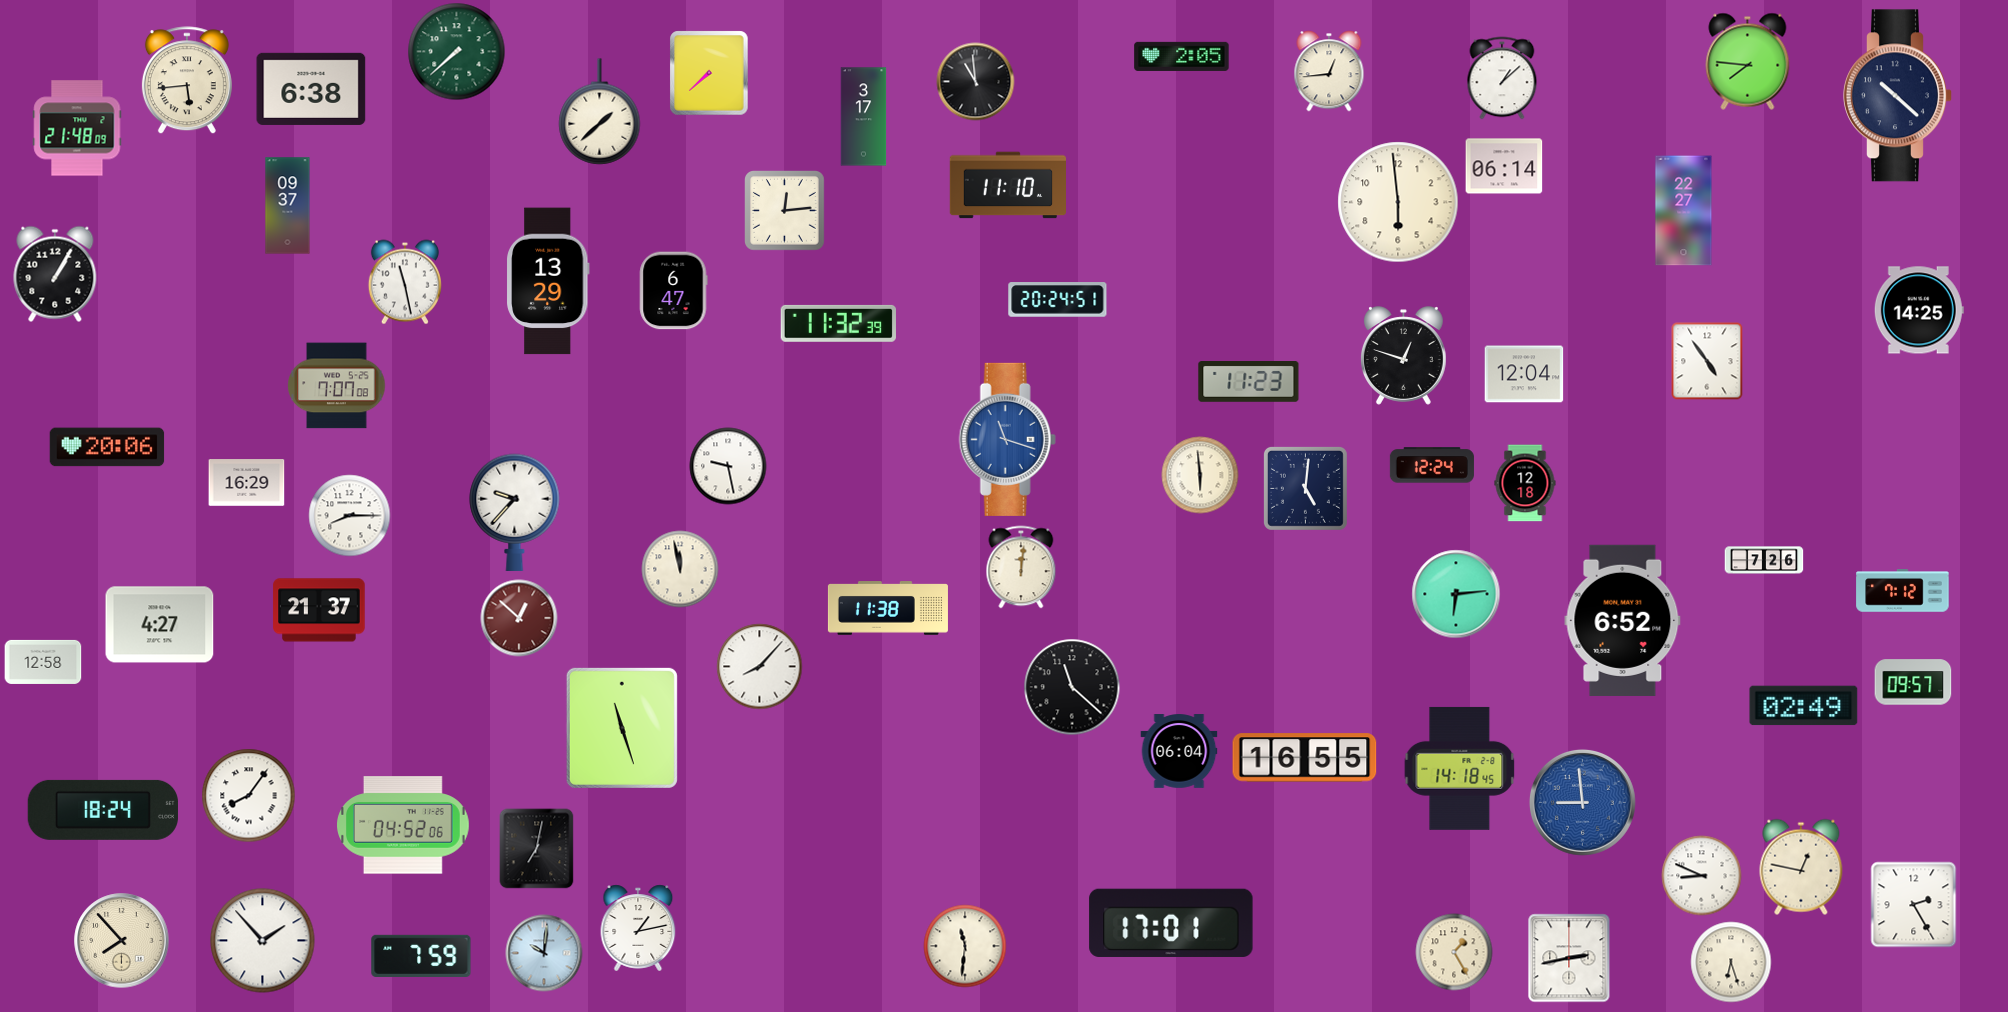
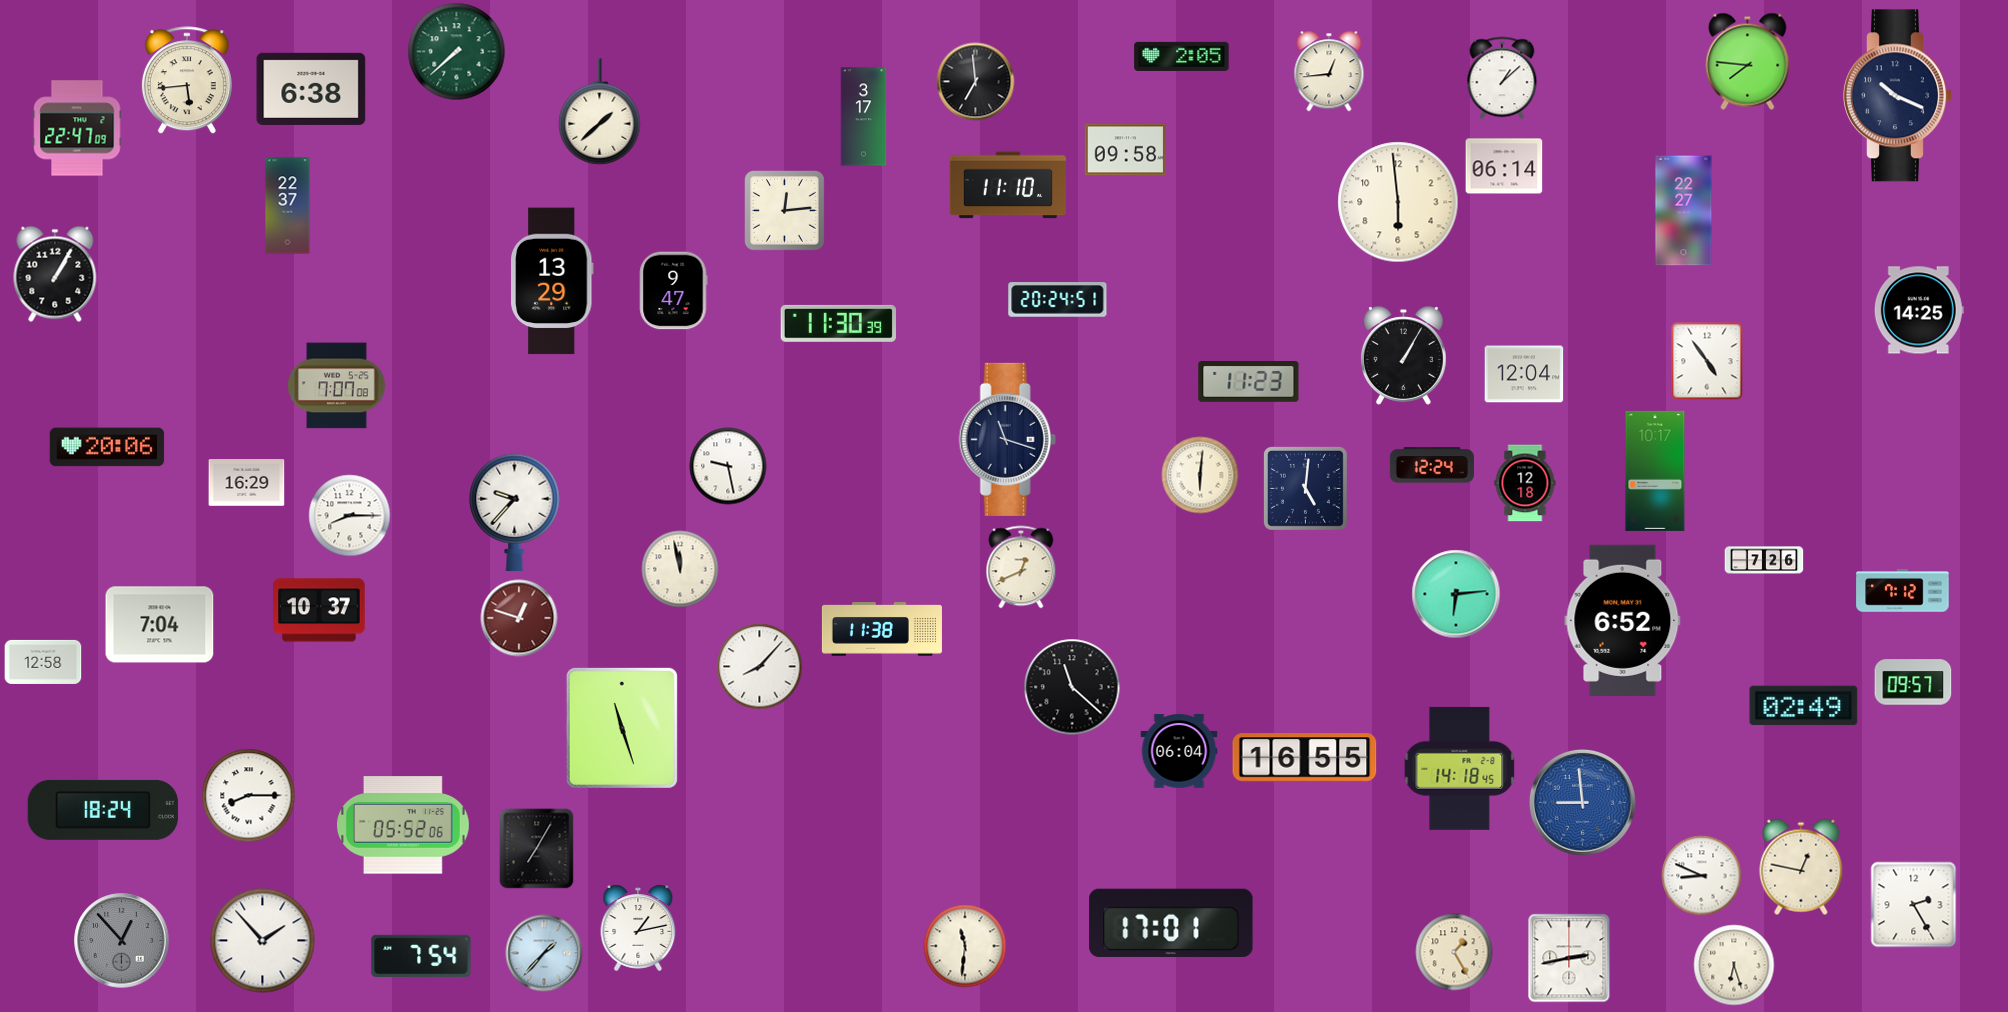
clock at (709, 73): 7:38 -> none
clock at (976, 82): 10:59 -> 6:59
clock at (1898, 96): 10:22 -> 10:19
clock at (77, 128): 21:48 -> 22:47
clock at (1126, 150): none -> 09:58
clock at (288, 206): 09:37 -> 22:37
clock at (549, 281) position: (549, 281) -> (553, 281)
clock at (405, 282): 11:28 -> none
clock at (674, 291): 6:47 -> 9:47
clock at (838, 323): 11:32 -> 11:30
clock at (1403, 356): 12:48 -> 1:05
clock at (1007, 439) dial: blue -> navy
clock at (1655, 471): none -> 10:17
clock at (1200, 475): 5:59 -> 6:01
clock at (1021, 567): 12:01 -> 12:41
clock at (888, 608) position: (888, 608) -> (882, 629)
clock at (319, 610): 21:37 -> 10:37
clock at (519, 618): 12:52 -> 12:48
clock at (160, 625): 4:27 -> 7:04
clock at (249, 796): 8:06 -> 8:15
clock at (404, 825): 04:52 -> 05:52
clock at (537, 849): 7:02 -> 7:05
clock at (122, 941): 7:53 -> 12:53
clock at (122, 941) dial: cream -> grey
clock at (544, 953): 10:01 -> 1:37
clock at (421, 956): 7:59 -> 7:54
clock at (1731, 962) position: (1731, 962) -> (1734, 965)
